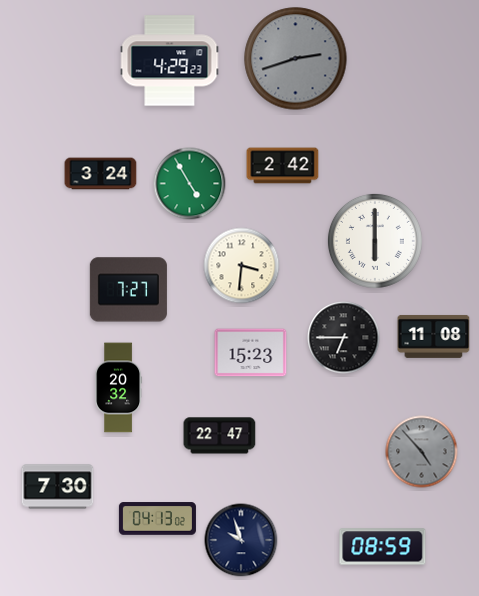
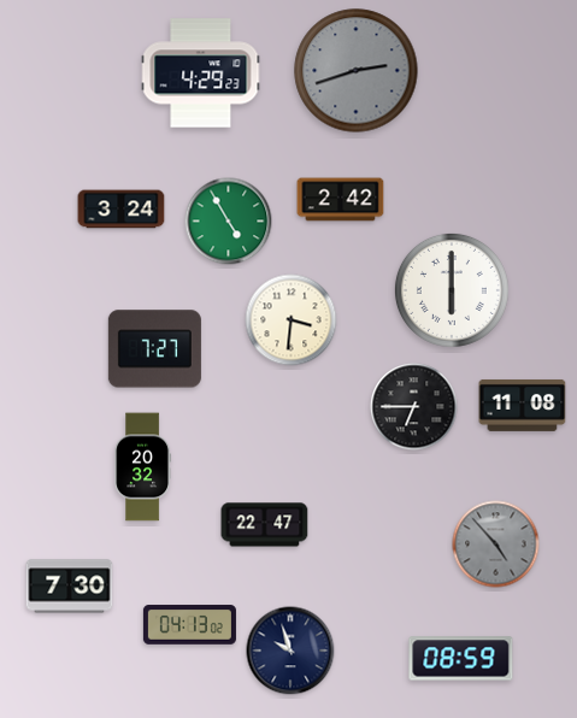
clock at (170, 61) position: (170, 61) -> (201, 73)
clock at (251, 353): 15:23 -> none
clock at (422, 452) position: (422, 452) -> (496, 545)
